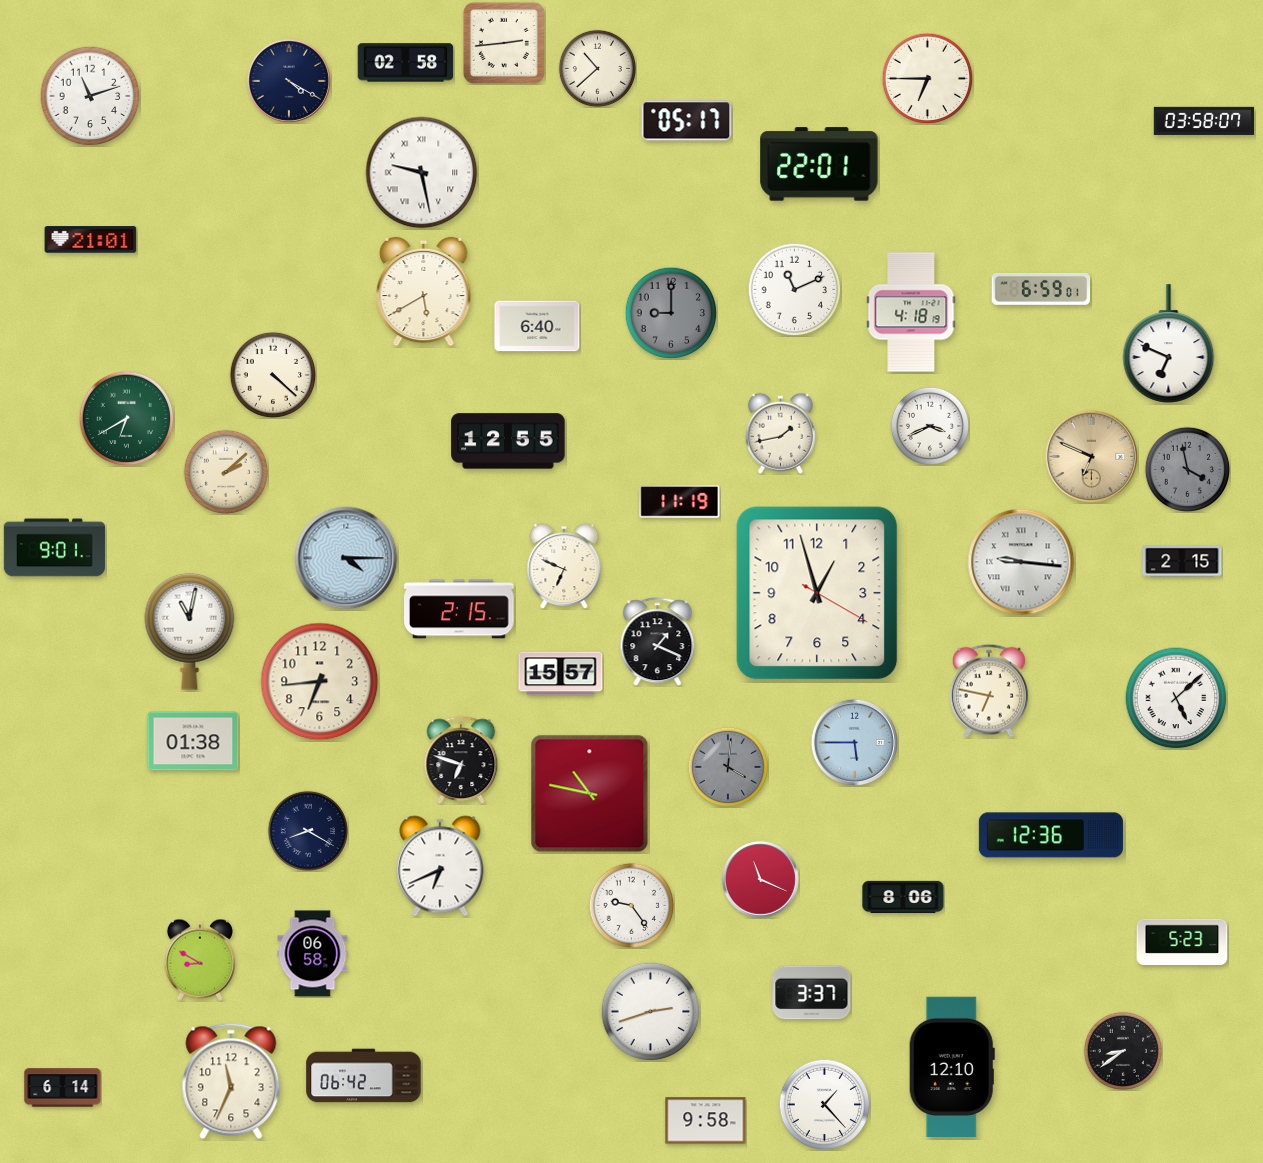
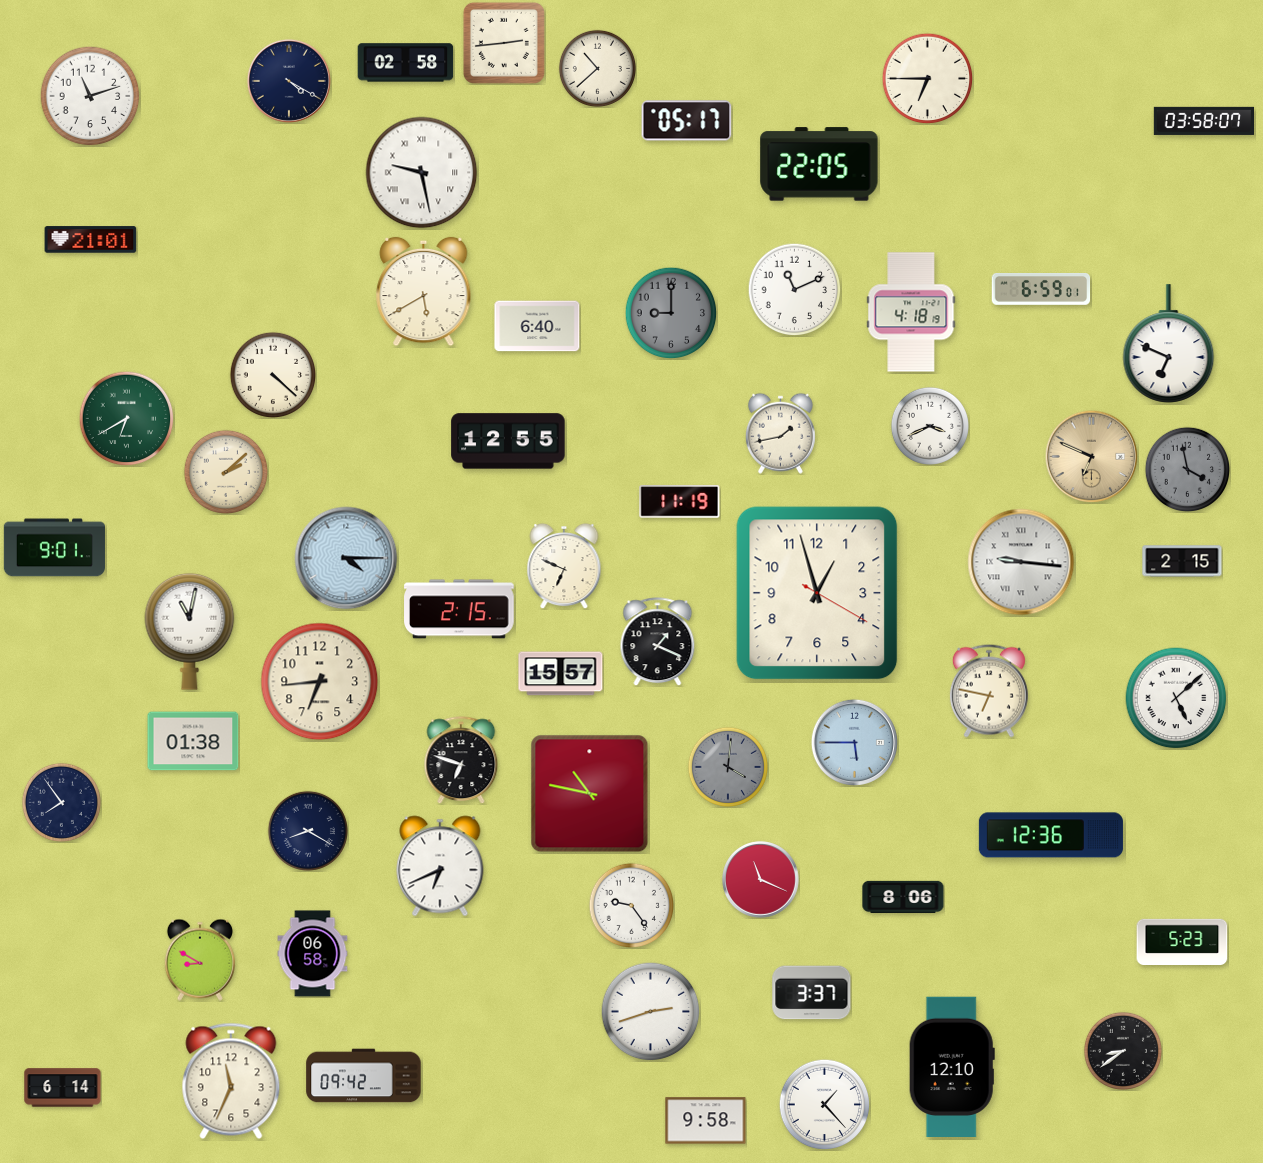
clock at (819, 164): 22:01 -> 22:05
clock at (61, 802): none -> 7:54
clock at (364, 1076): 06:42 -> 09:42
